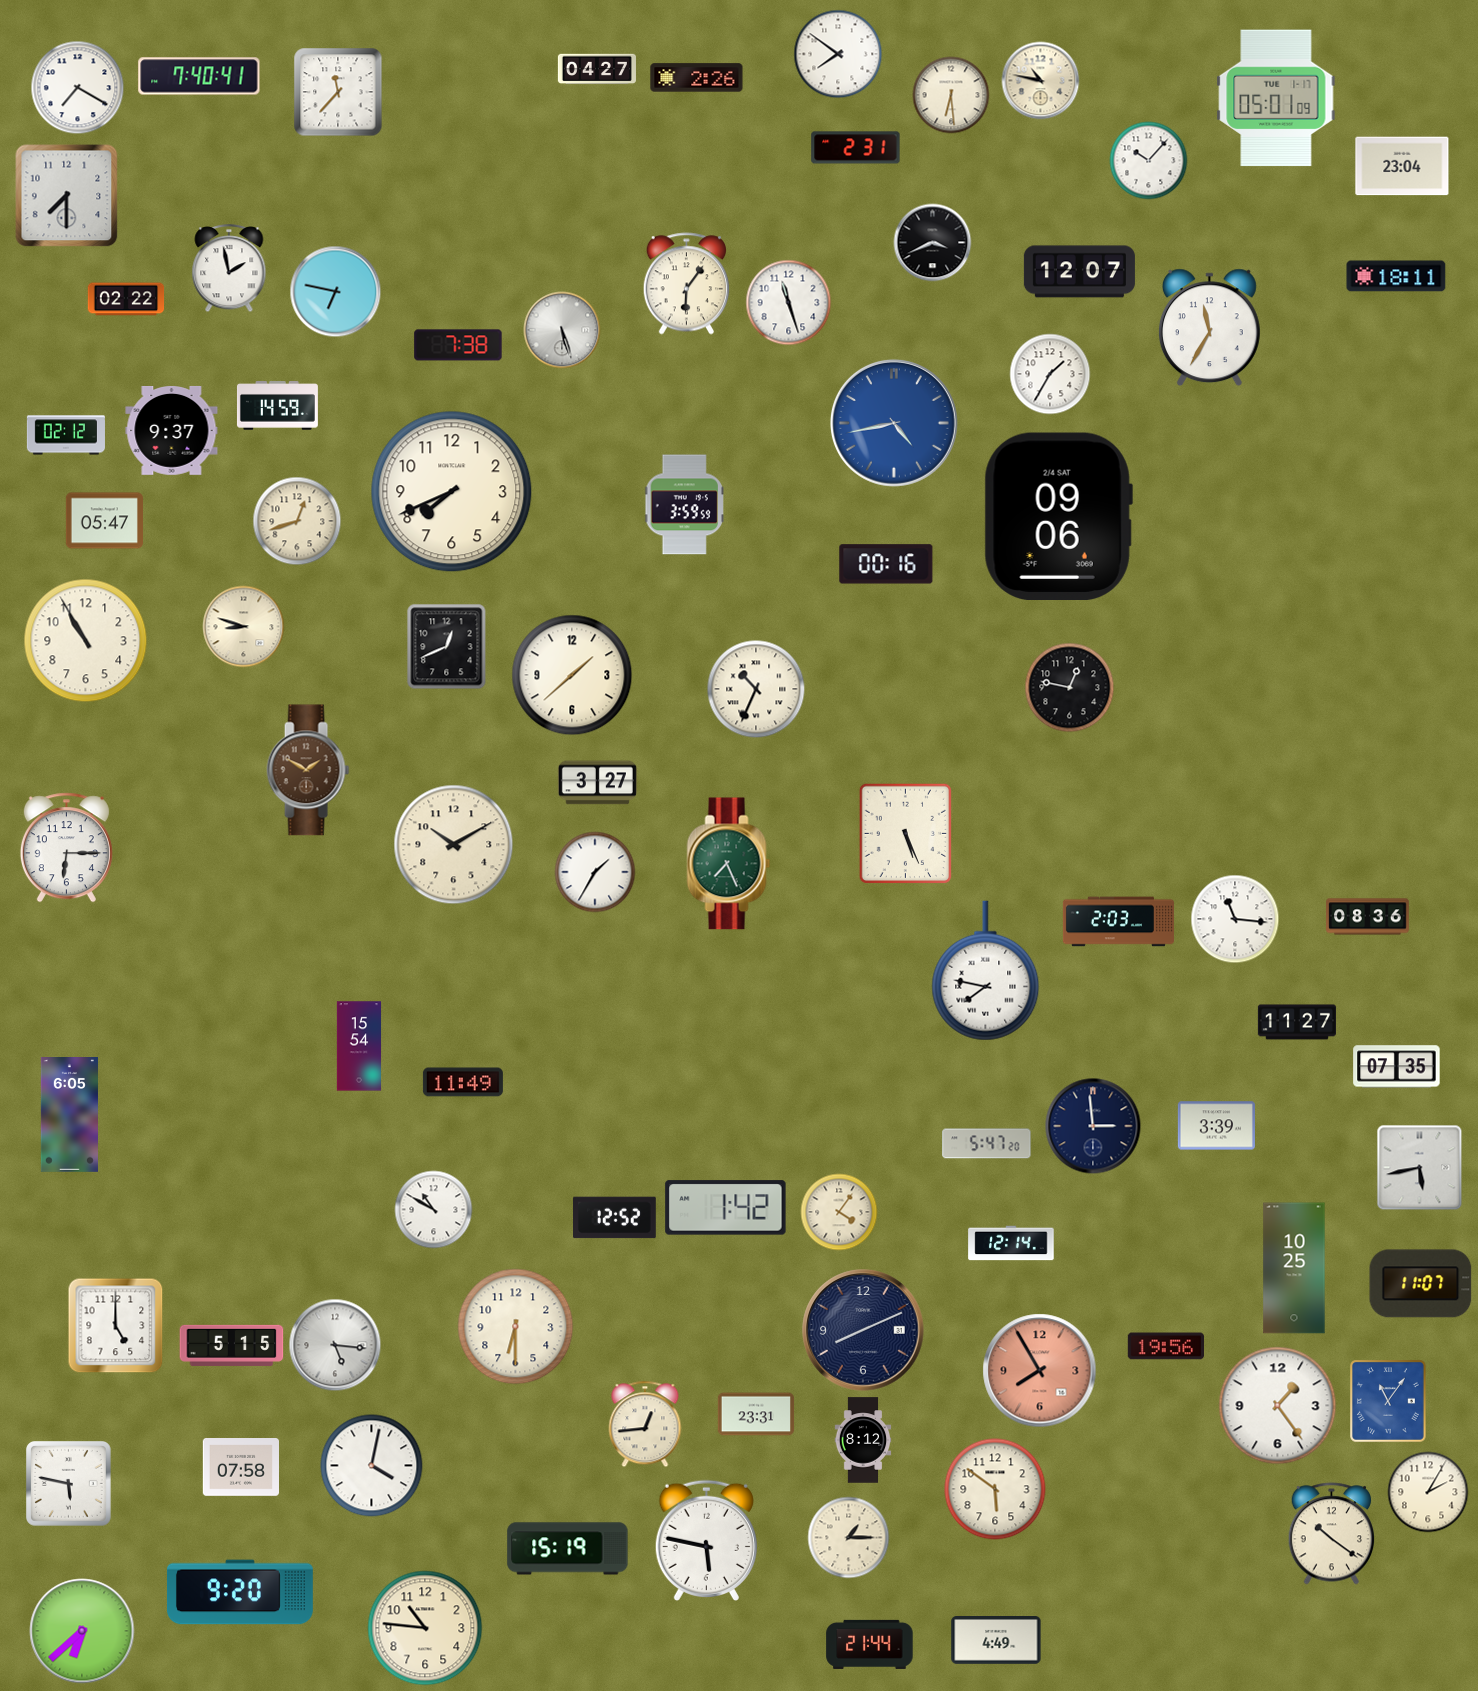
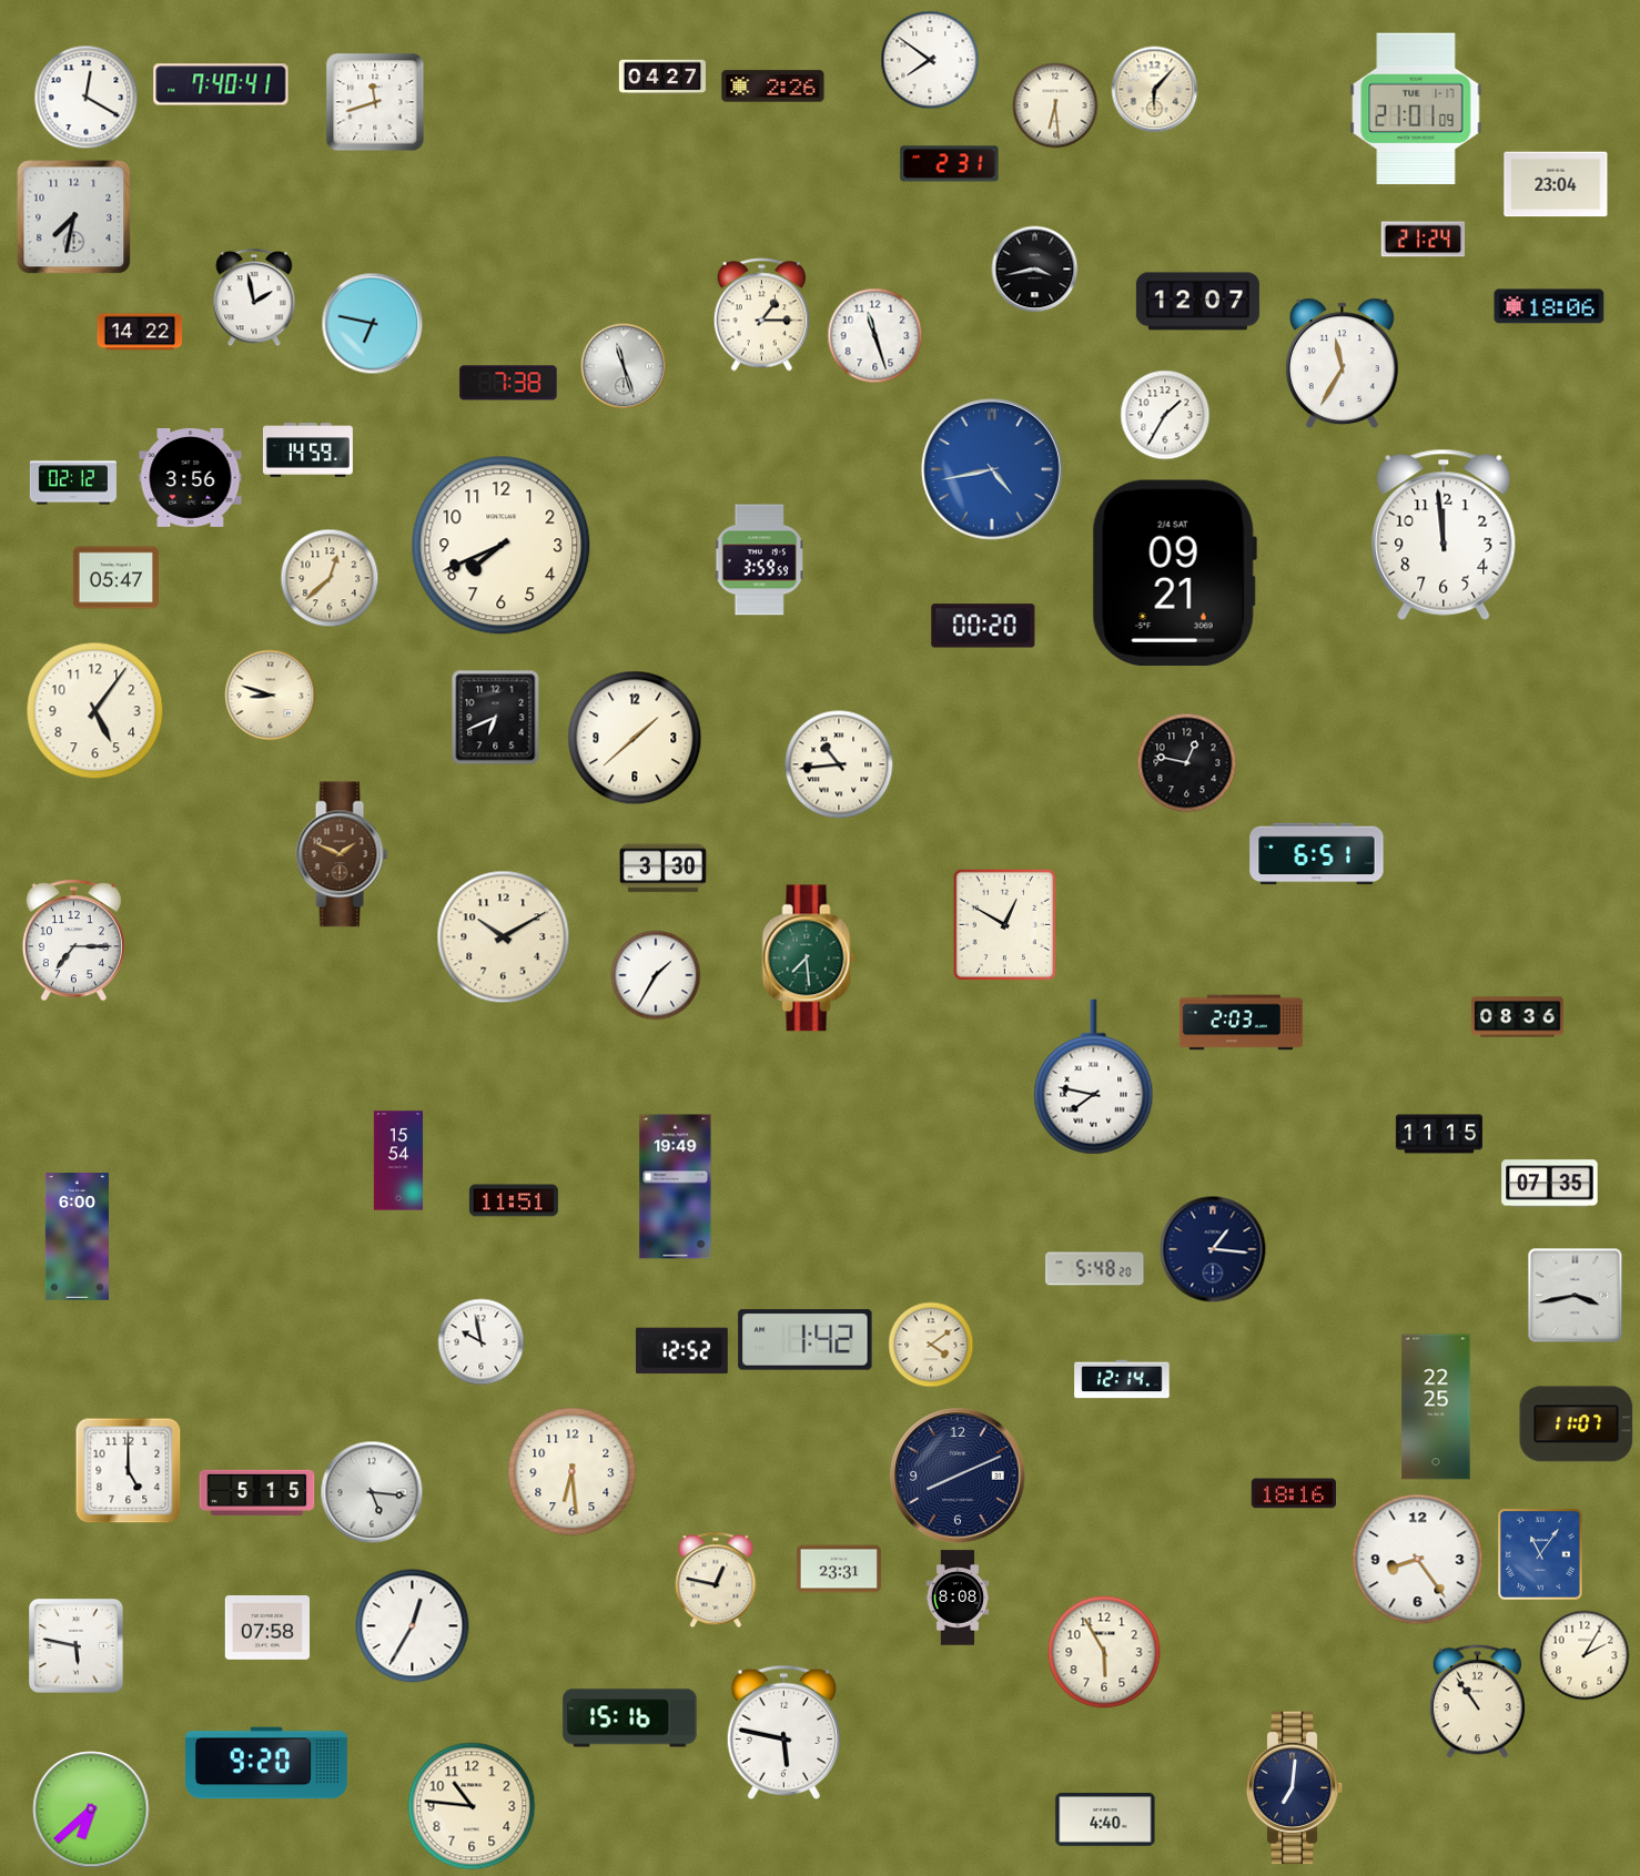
clock at (1041, 81): 10:47 -> 6:07
clock at (78, 88): 7:20 -> 12:20
clock at (338, 92): 11:37 -> 11:42
clock at (1276, 98): 05:01 -> 21:01
clock at (1149, 161): 10:07 -> none
clock at (67, 196): 7:30 -> 7:32
clock at (1424, 240): none -> 21:24
clock at (933, 243): 3:41 -> 3:43
clock at (1396, 276): 18:11 -> 18:06
clock at (687, 284): 6:06 -> 1:15
clock at (126, 299): 02:22 -> 14:22
clock at (562, 330): 5:27 -> 11:27
clock at (172, 430): 9:37 -> 3:56
clock at (1444, 535): none -> 11:59
clock at (1058, 516): 09:06 -> 09:21
clock at (297, 521): 12:42 -> 12:38
clock at (886, 564): 00:16 -> 00:20
clock at (86, 641): 10:55 -> 5:06
clock at (447, 647): 12:41 -> 6:41
clock at (572, 675) position: (572, 675) -> (635, 738)
clock at (756, 689): 10:34 -> 10:44
clock at (308, 770): 1:50 -> 1:49
clock at (1317, 854): none -> 6:51
clock at (597, 783): 3:27 -> 3:30
clock at (905, 834): 5:26 -> 12:50
clock at (66, 848): 6:15 -> 7:15
clock at (729, 864): 7:26 -> 7:29
clock at (595, 872) position: (595, 872) -> (656, 975)
clock at (1235, 919): 11:16 -> none
clock at (1297, 1022): 11:27 -> 11:15
clock at (676, 1187): none -> 19:49
clock at (463, 1082): 11:49 -> 11:51
clock at (69, 1115): 6:05 -> 6:00
clock at (1093, 1126): 2:59 -> 1:16
clock at (1216, 1126): 3:39 -> none
clock at (987, 1144): 5:47 -> 5:48
clock at (1420, 1168): 5:43 -> 3:43
clock at (434, 1210): 10:50 -> 9:58
clock at (839, 1212): 4:06 -> 4:09
clock at (1294, 1268): 10:25 -> 22:25
clock at (516, 1327): 6:30 -> 6:29
clock at (1165, 1346): 19:56 -> 18:16
clock at (1040, 1371): 7:55 -> none
clock at (1278, 1406): 1:24 -> 8:24
clock at (645, 1424): 12:44 -> 12:47
clock at (863, 1440): 8:12 -> 8:08
clock at (372, 1466): 4:02 -> 12:35
clock at (995, 1489): 5:51 -> 5:55
clock at (1332, 1534): 10:21 -> 10:54
clock at (849, 1538): 1:15 -> none
clock at (706, 1541) position: (706, 1541) -> (783, 1733)
clock at (568, 1549): 15:19 -> 15:16
clock at (240, 1592) position: (240, 1592) -> (266, 1763)
clock at (1295, 1788): none -> 7:01
clock at (996, 1641): 4:49 -> 4:40
clock at (870, 1644): 21:44 -> none
